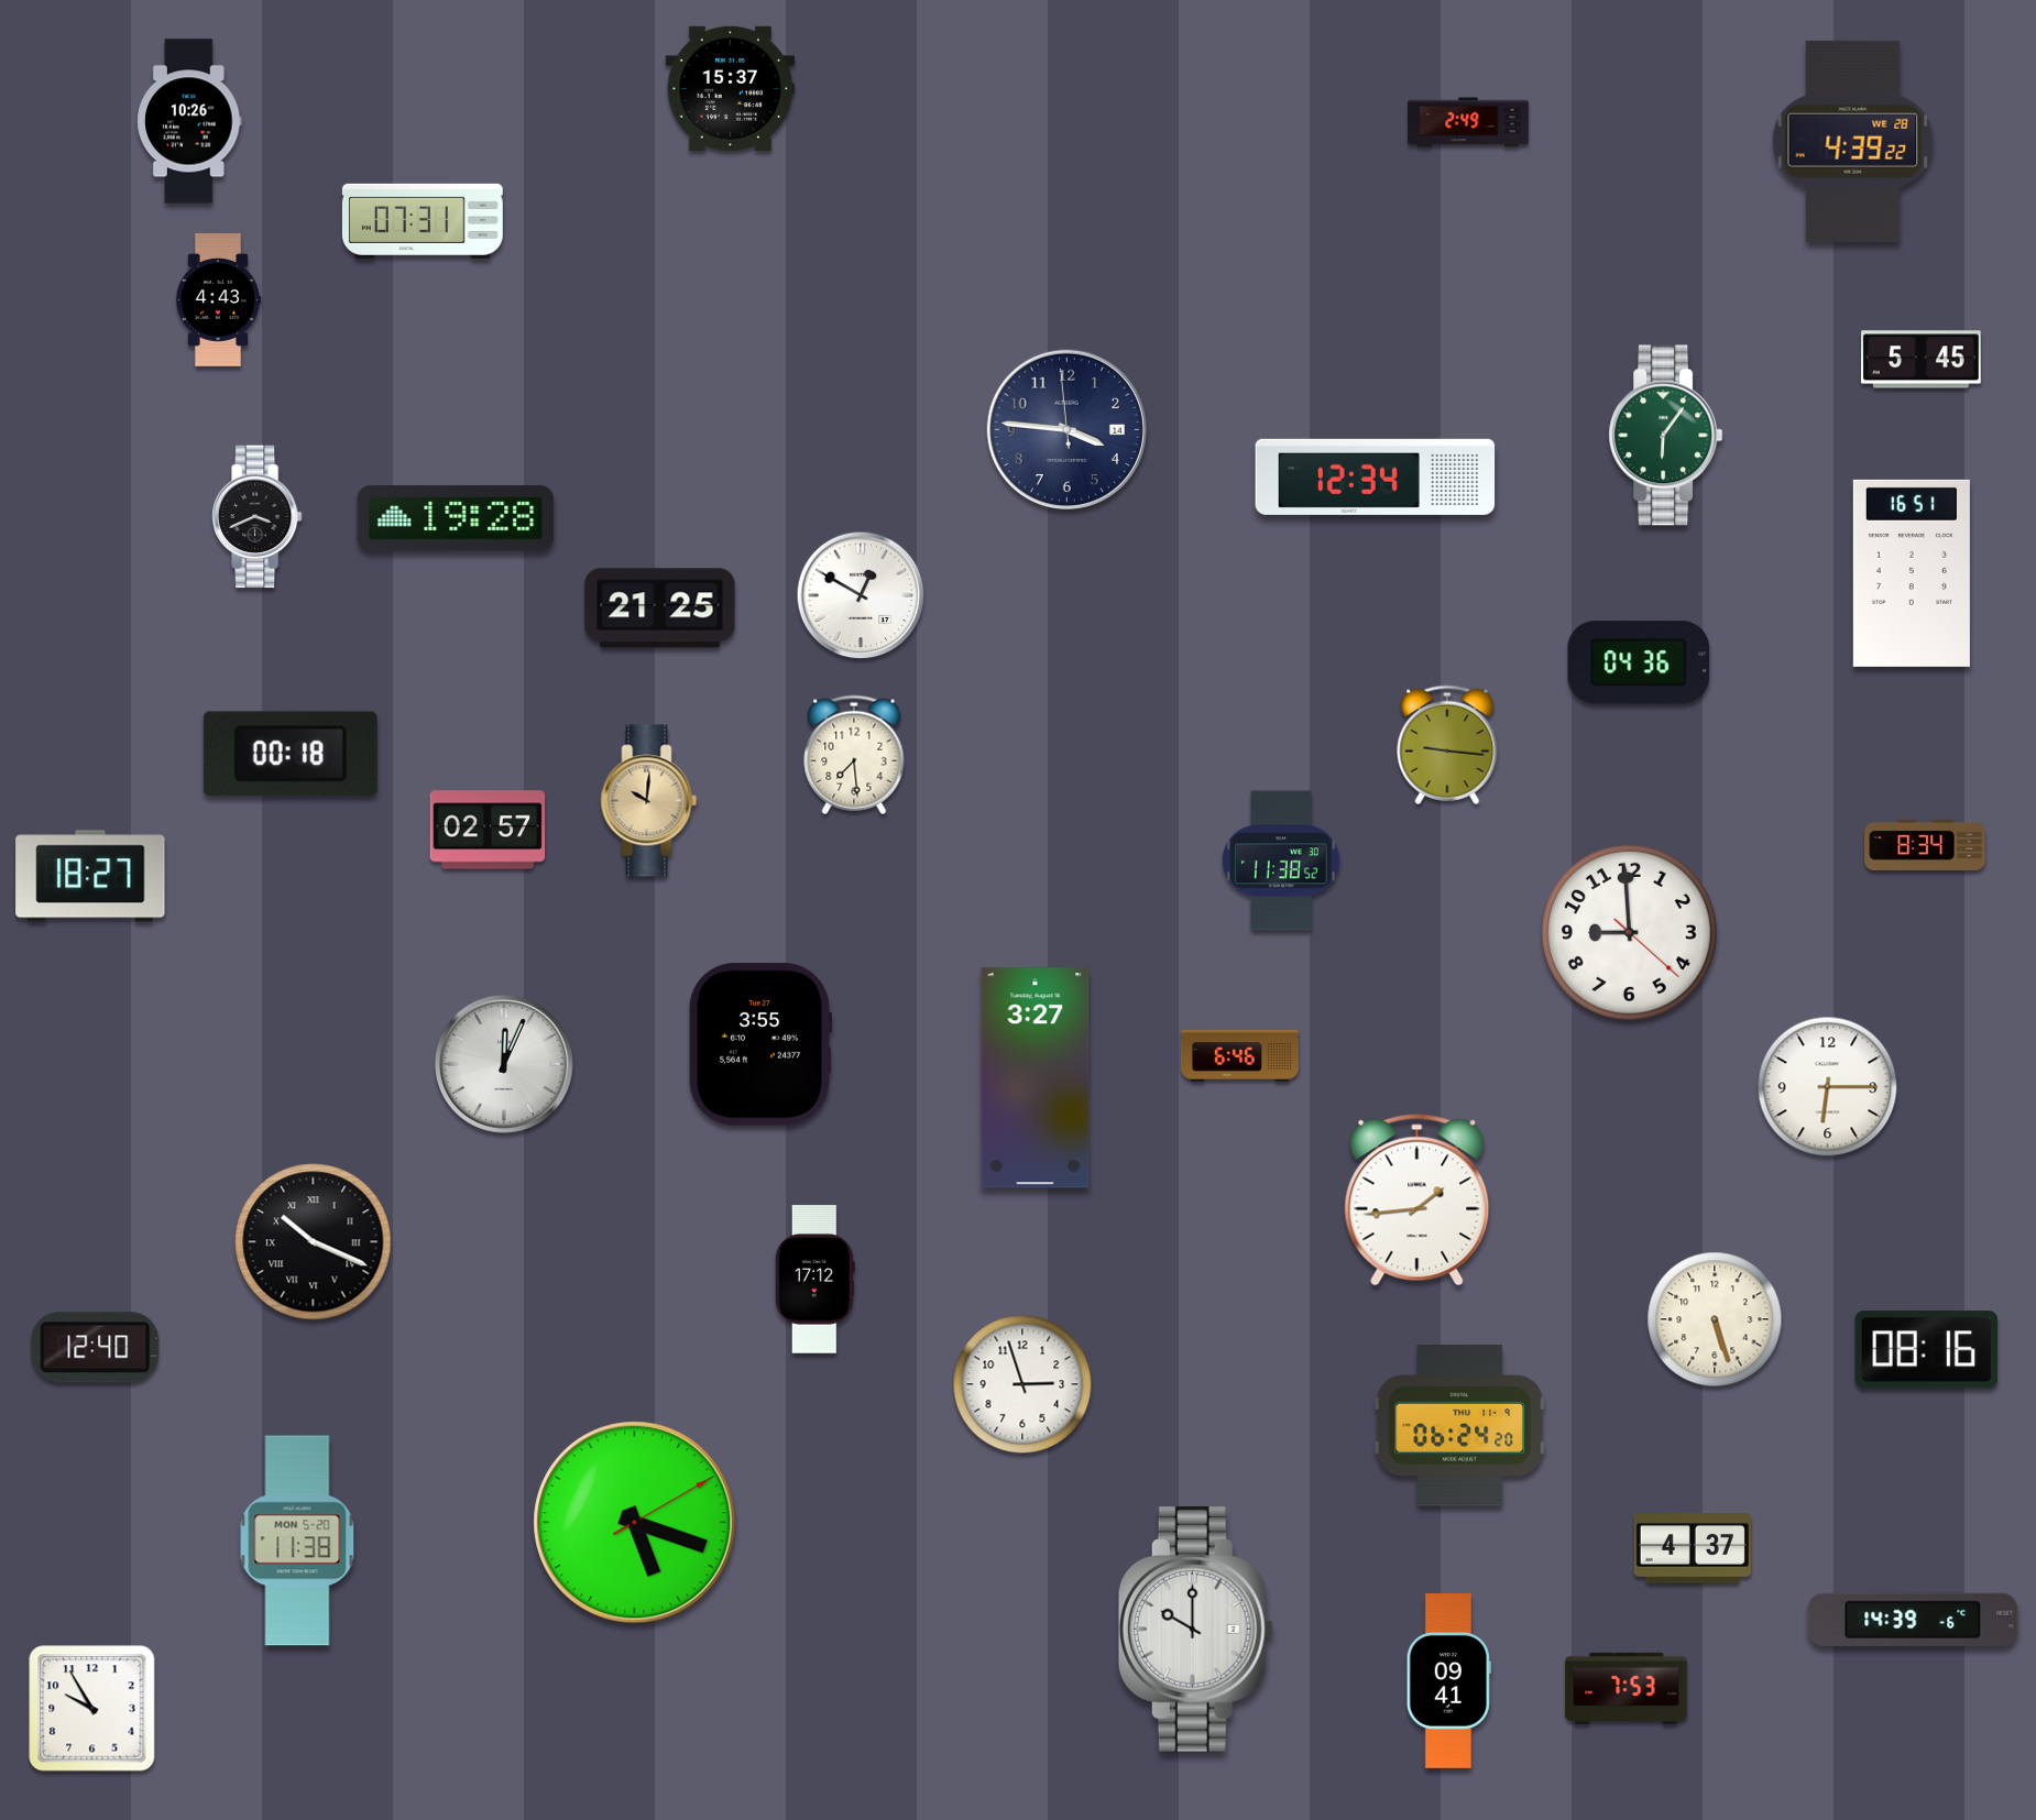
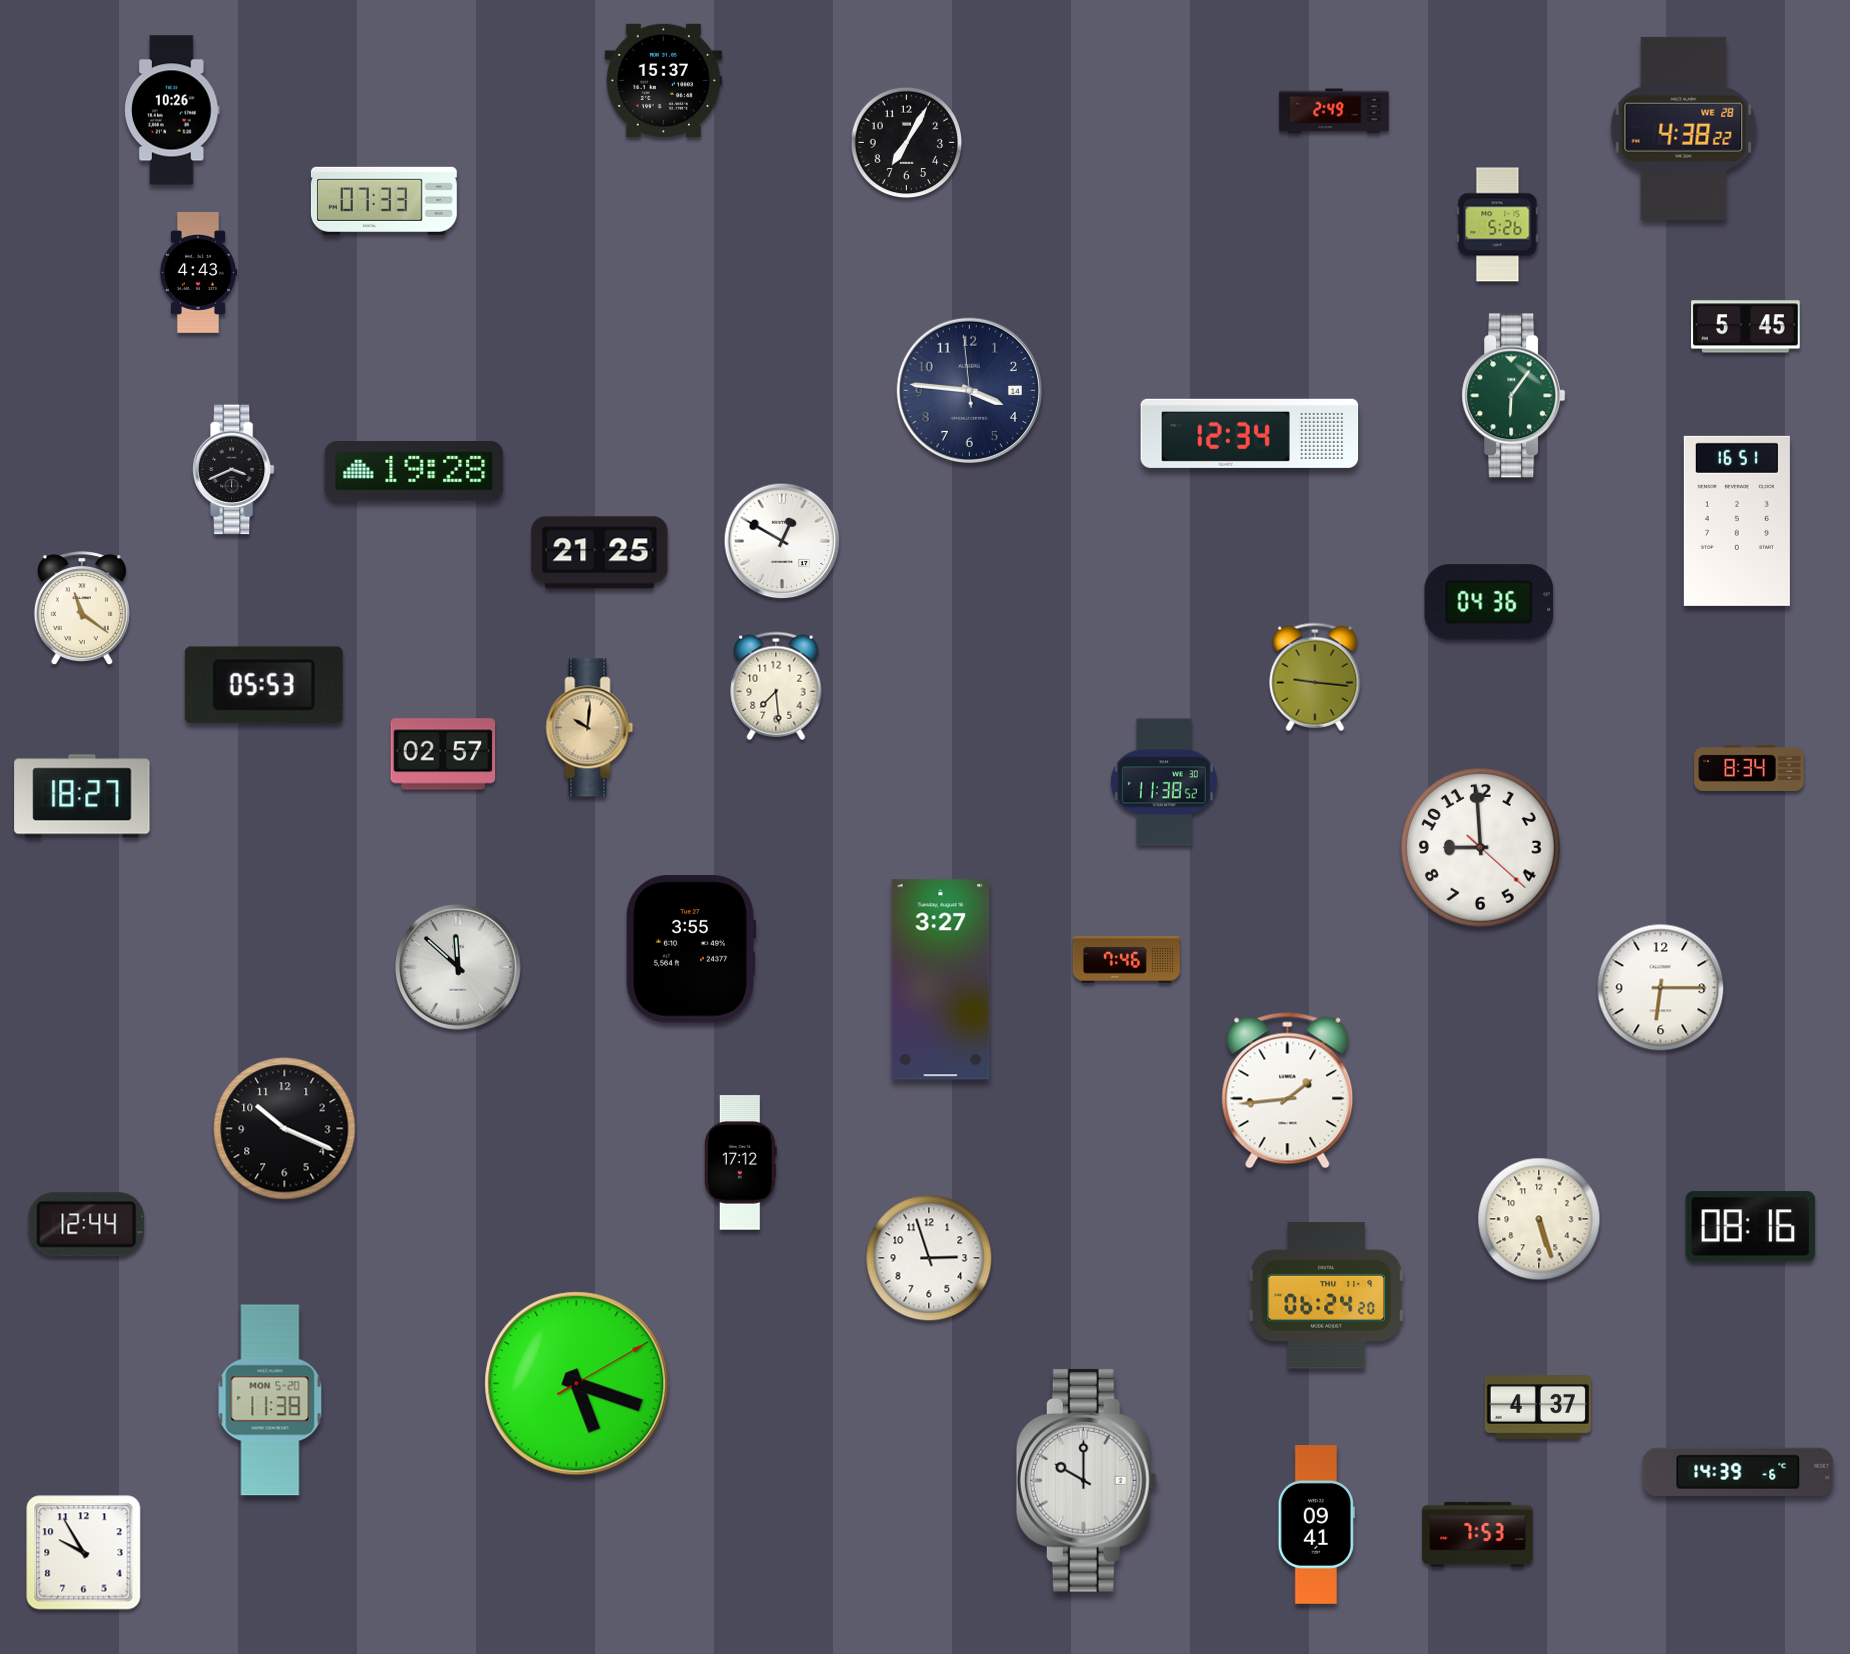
clock at (1853, 141): 4:39 -> 4:38
clock at (907, 143): none -> 7:05
clock at (423, 221): 07:31 -> 07:33
clock at (1498, 225): none -> 5:26
clock at (82, 609): none -> 11:21
clock at (291, 754): 00:18 -> 05:53
clock at (1239, 1055): 6:46 -> 7:46
clock at (505, 1065): 12:04 -> 11:52
clock at (314, 1242) numerals: Roman -> Arabic
clock at (1715, 1319) position: (1715, 1319) -> (1539, 1219)
clock at (96, 1348): 12:40 -> 12:44
clock at (1448, 1681) position: (1448, 1681) -> (1316, 1525)
